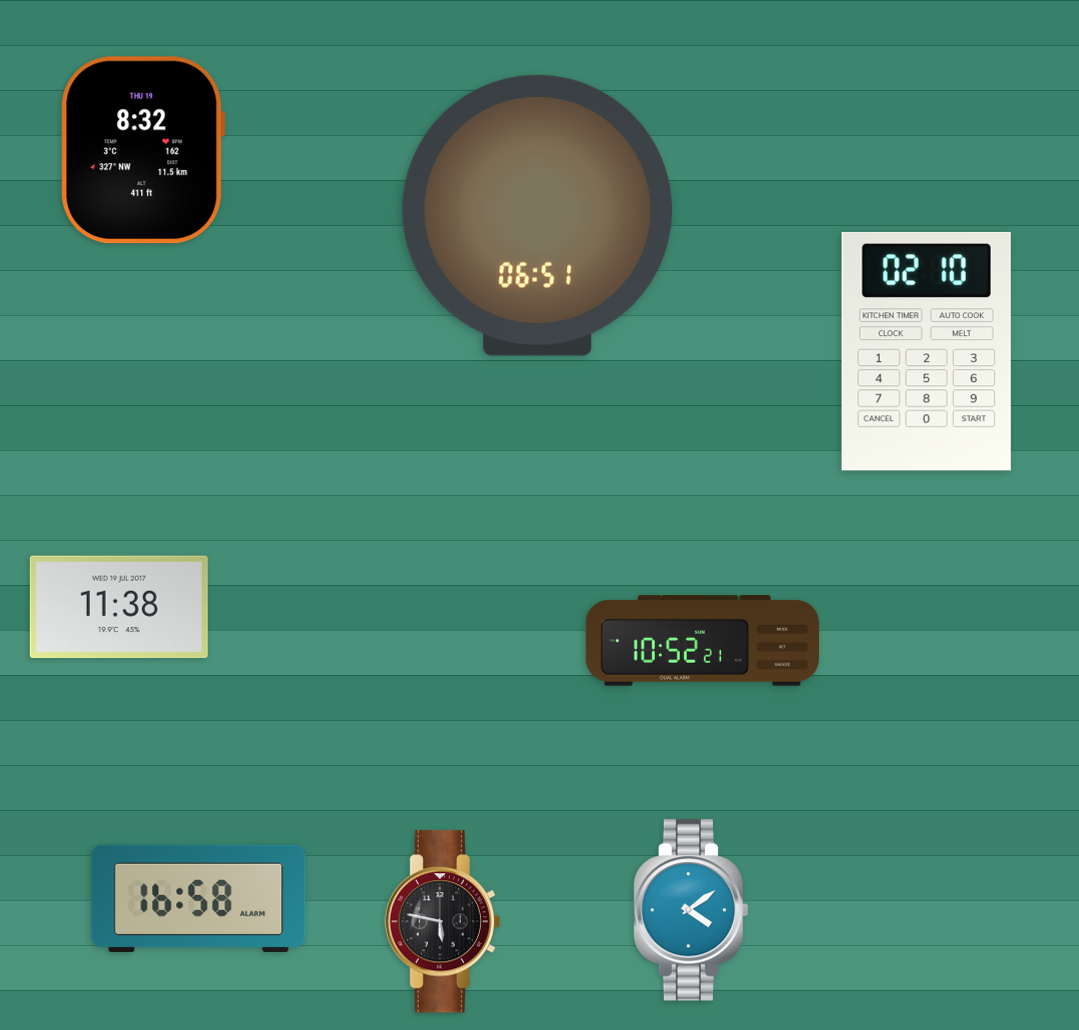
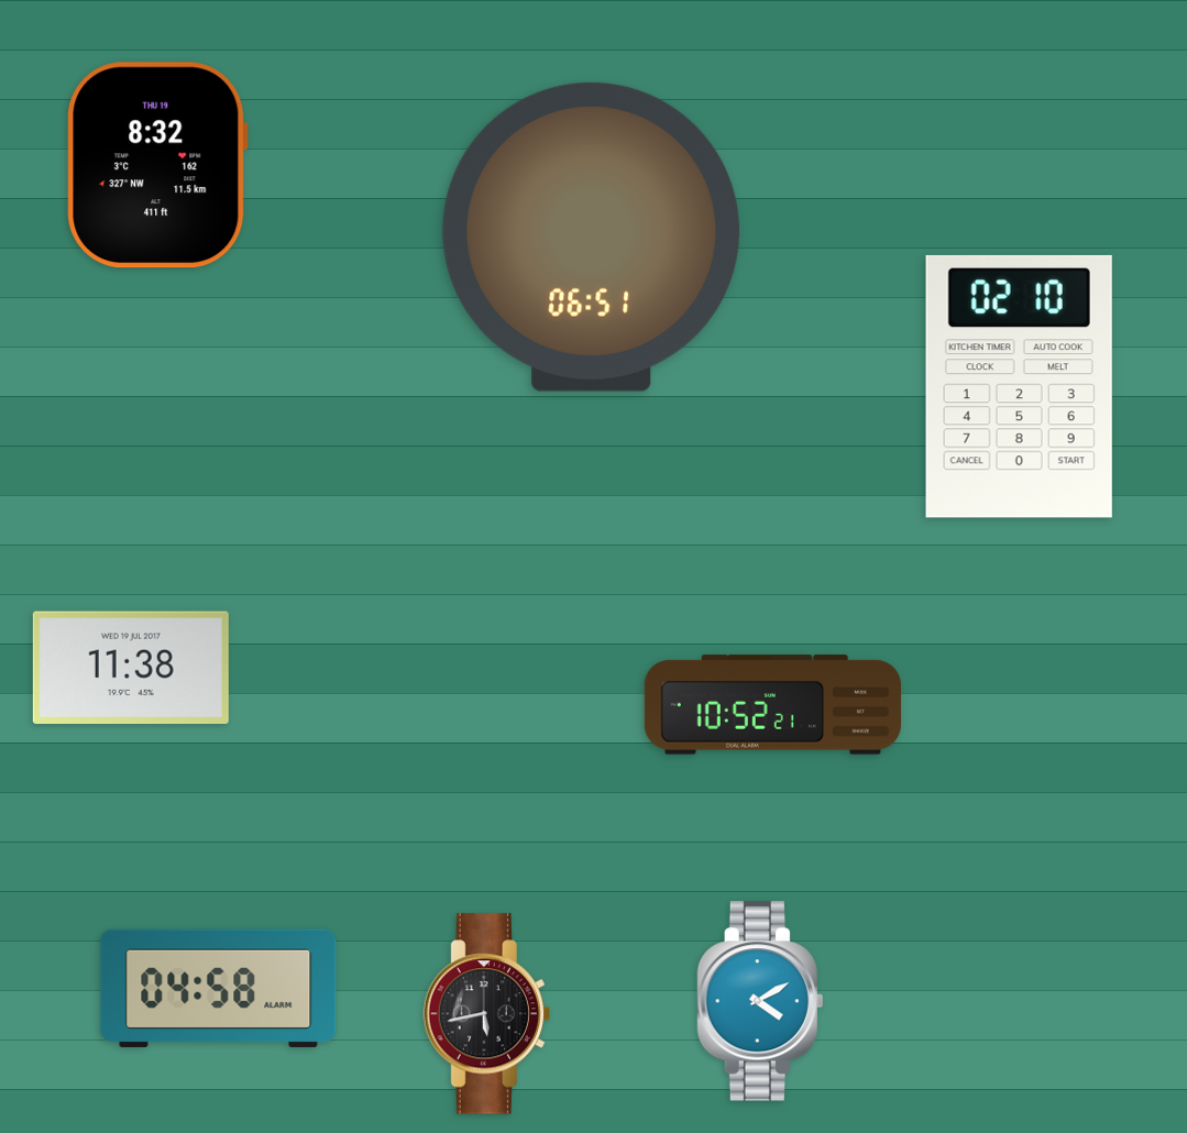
clock at (199, 898): 16:58 -> 04:58
clock at (690, 910): 4:09 -> 4:10
clock at (442, 922): 5:47 -> 5:43
